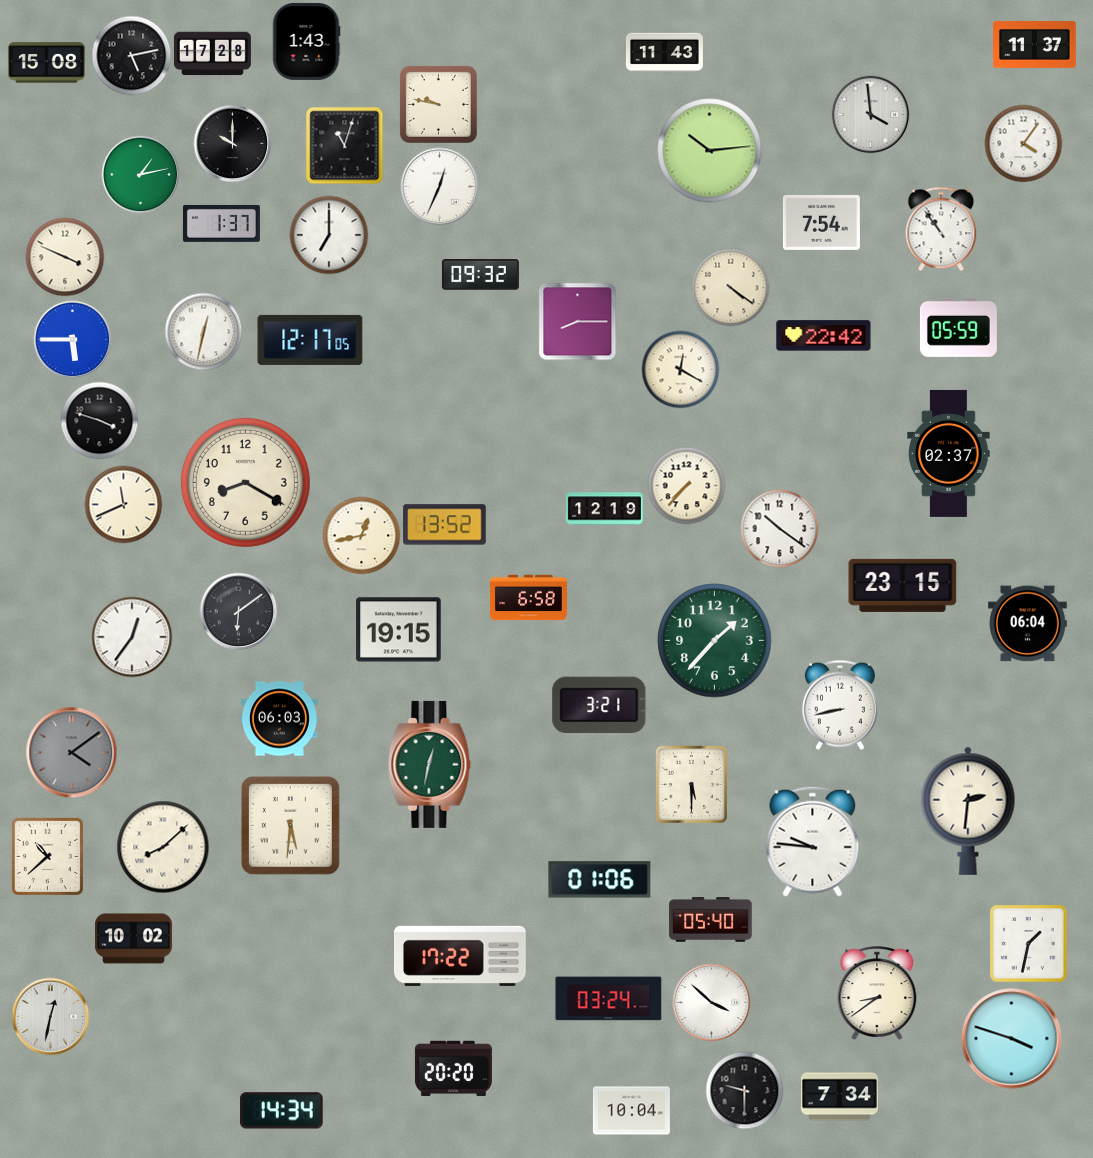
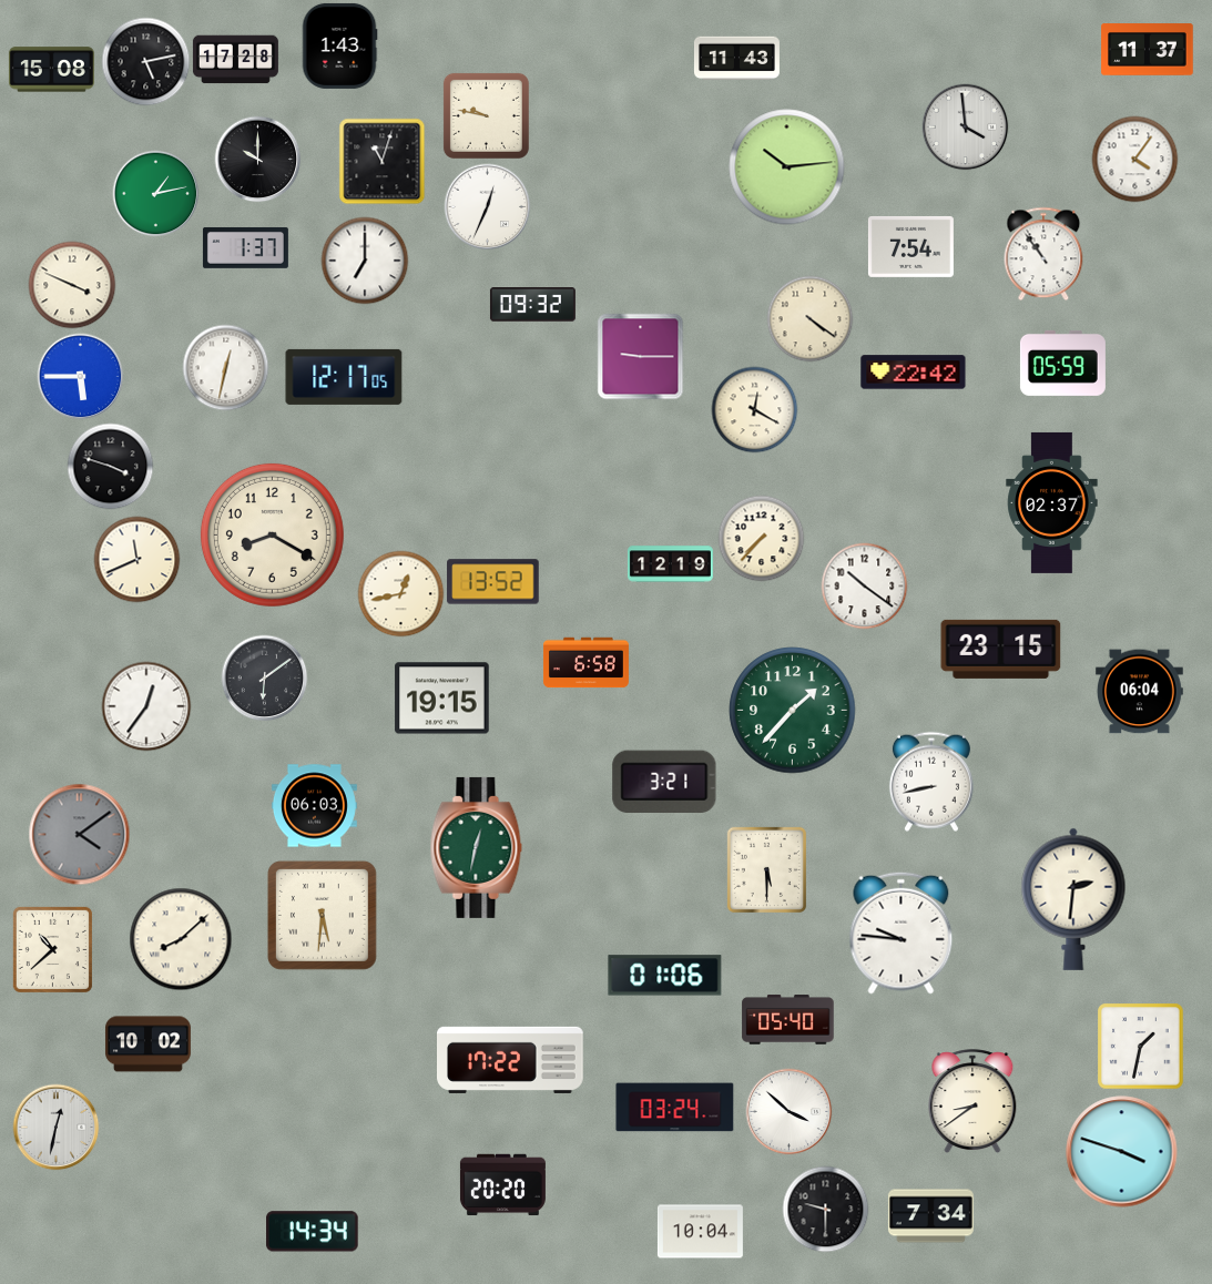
clock at (577, 321): 8:15 -> 9:15
clock at (279, 719) position: (279, 719) -> (314, 806)
clock at (133, 939) position: (133, 939) -> (147, 1044)
